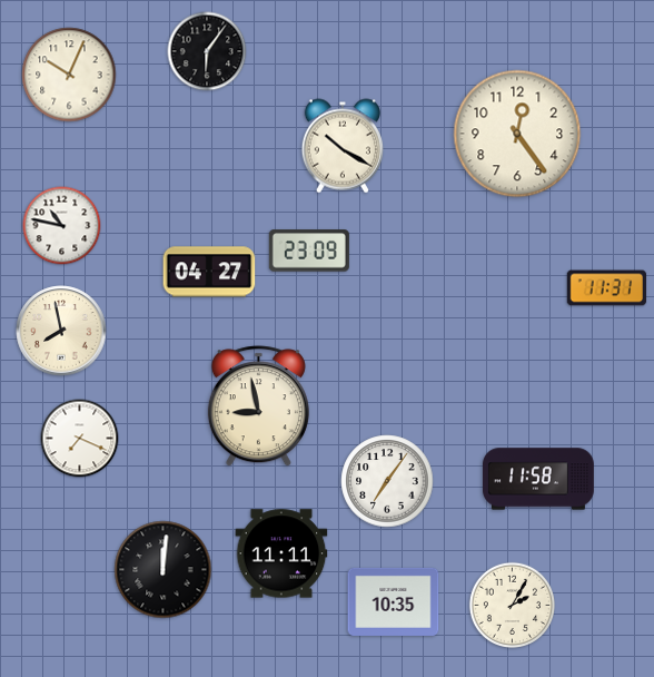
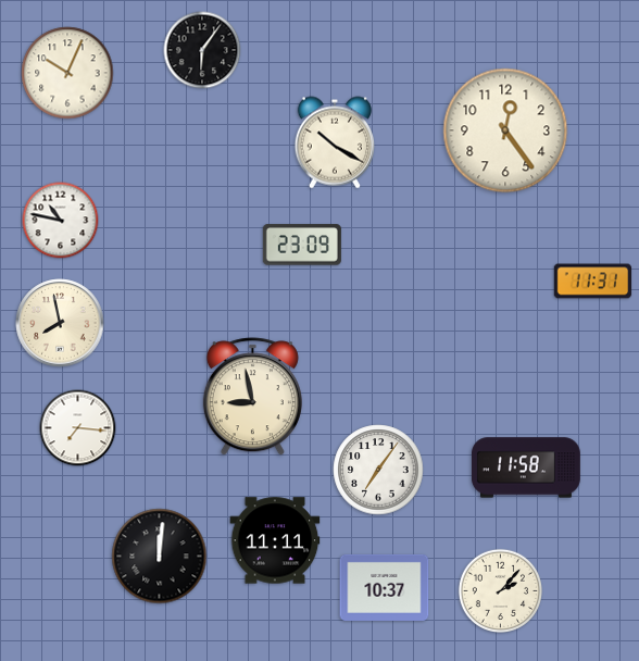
clock at (209, 272): 04:27 -> none
clock at (80, 439): 7:19 -> 7:16
clock at (394, 601): 10:35 -> 10:37
clock at (512, 605): 2:05 -> 2:07
